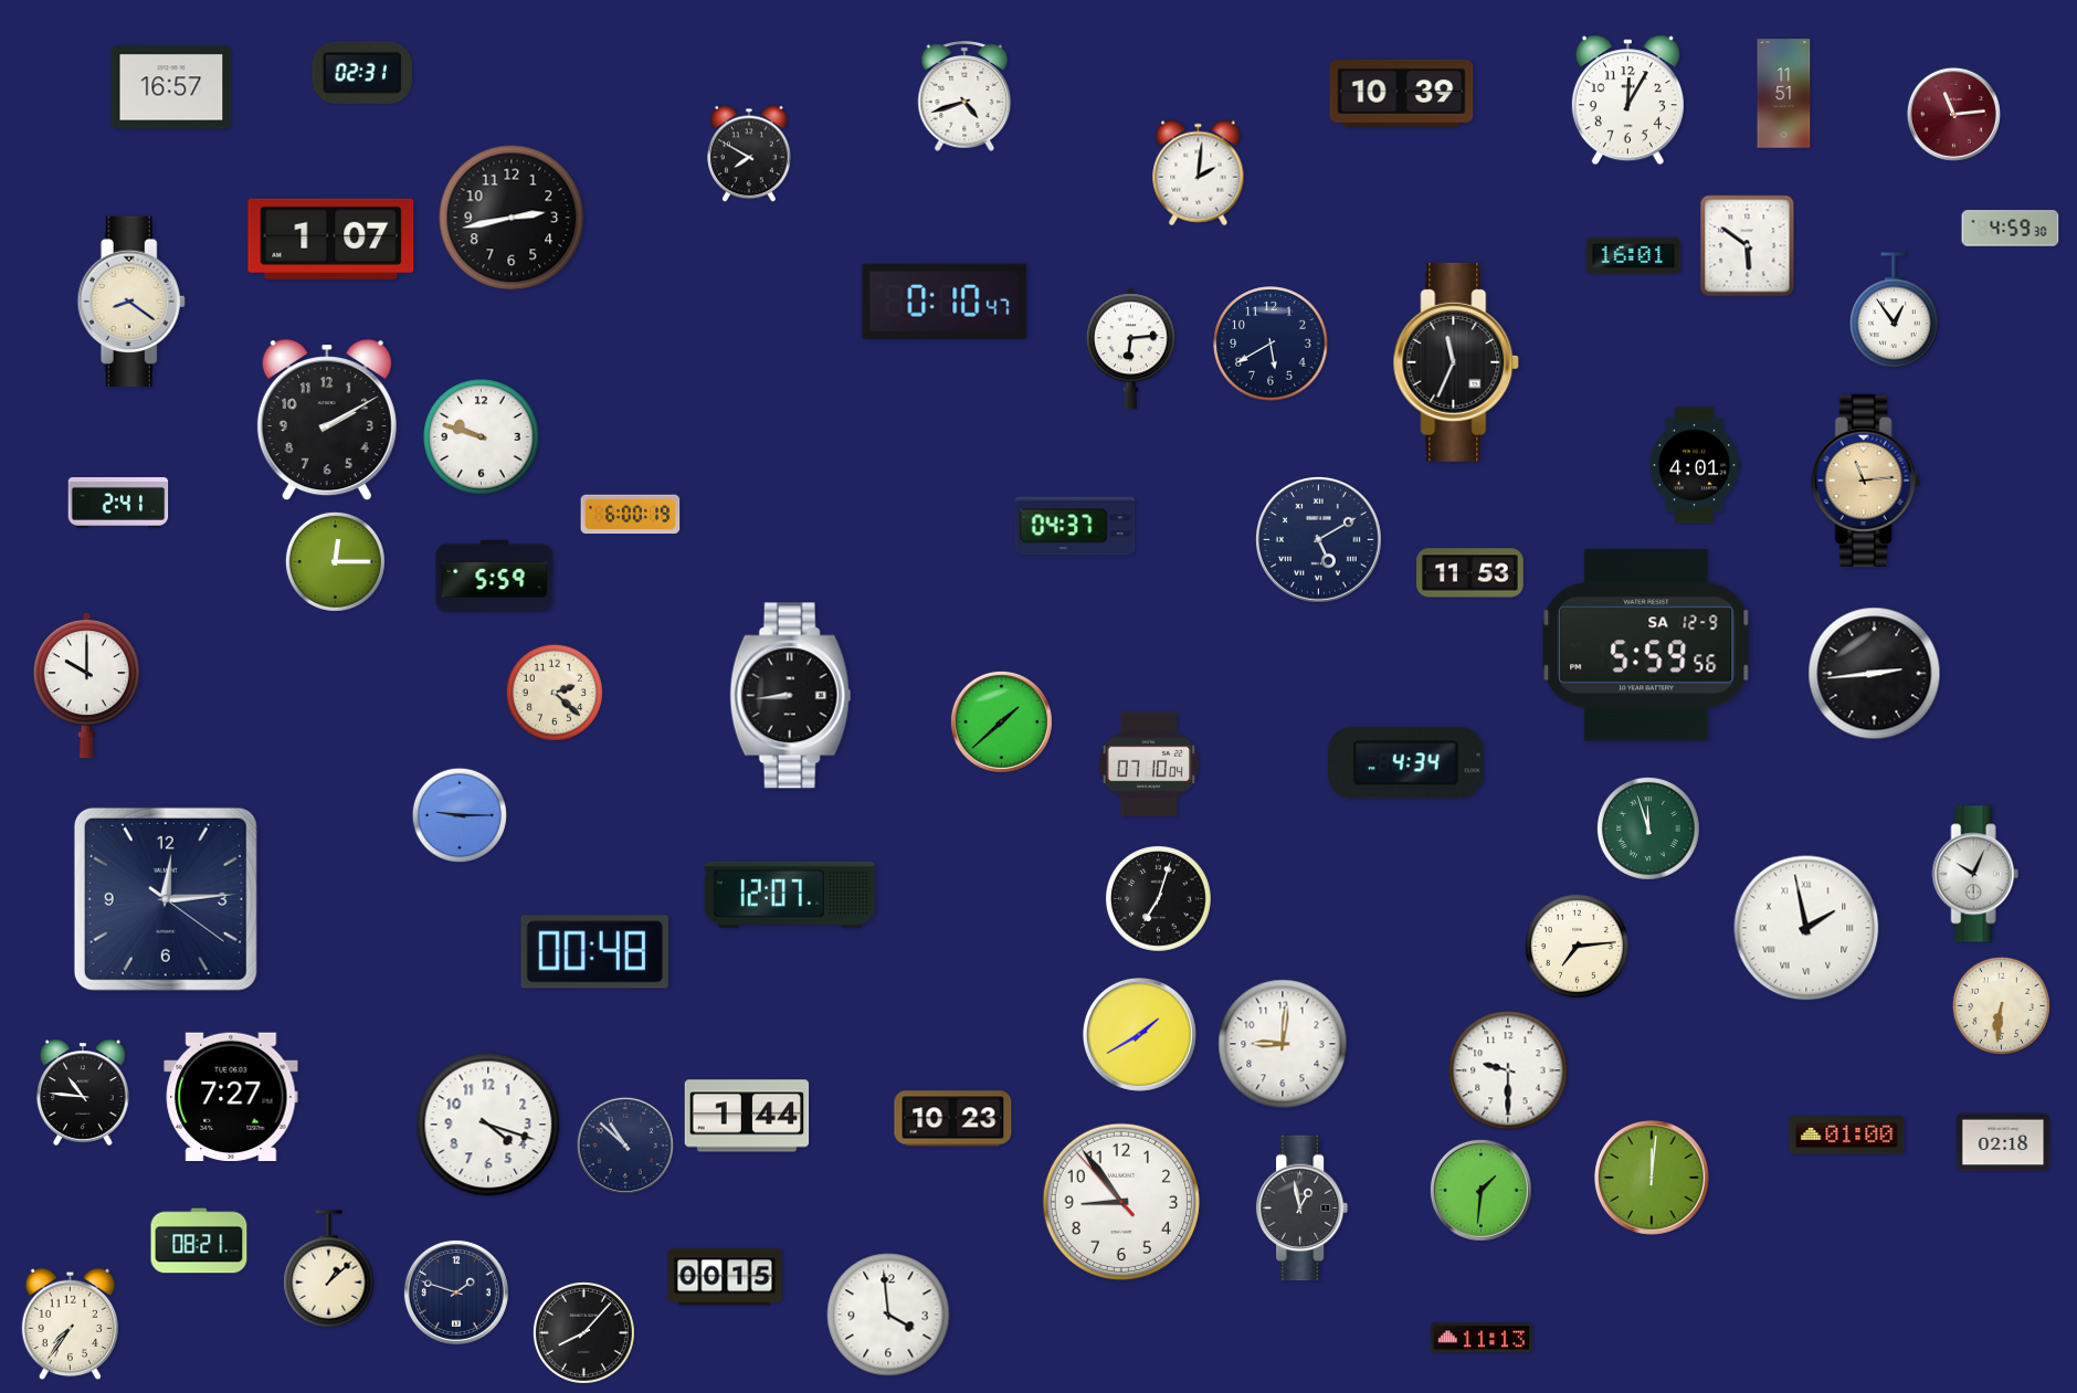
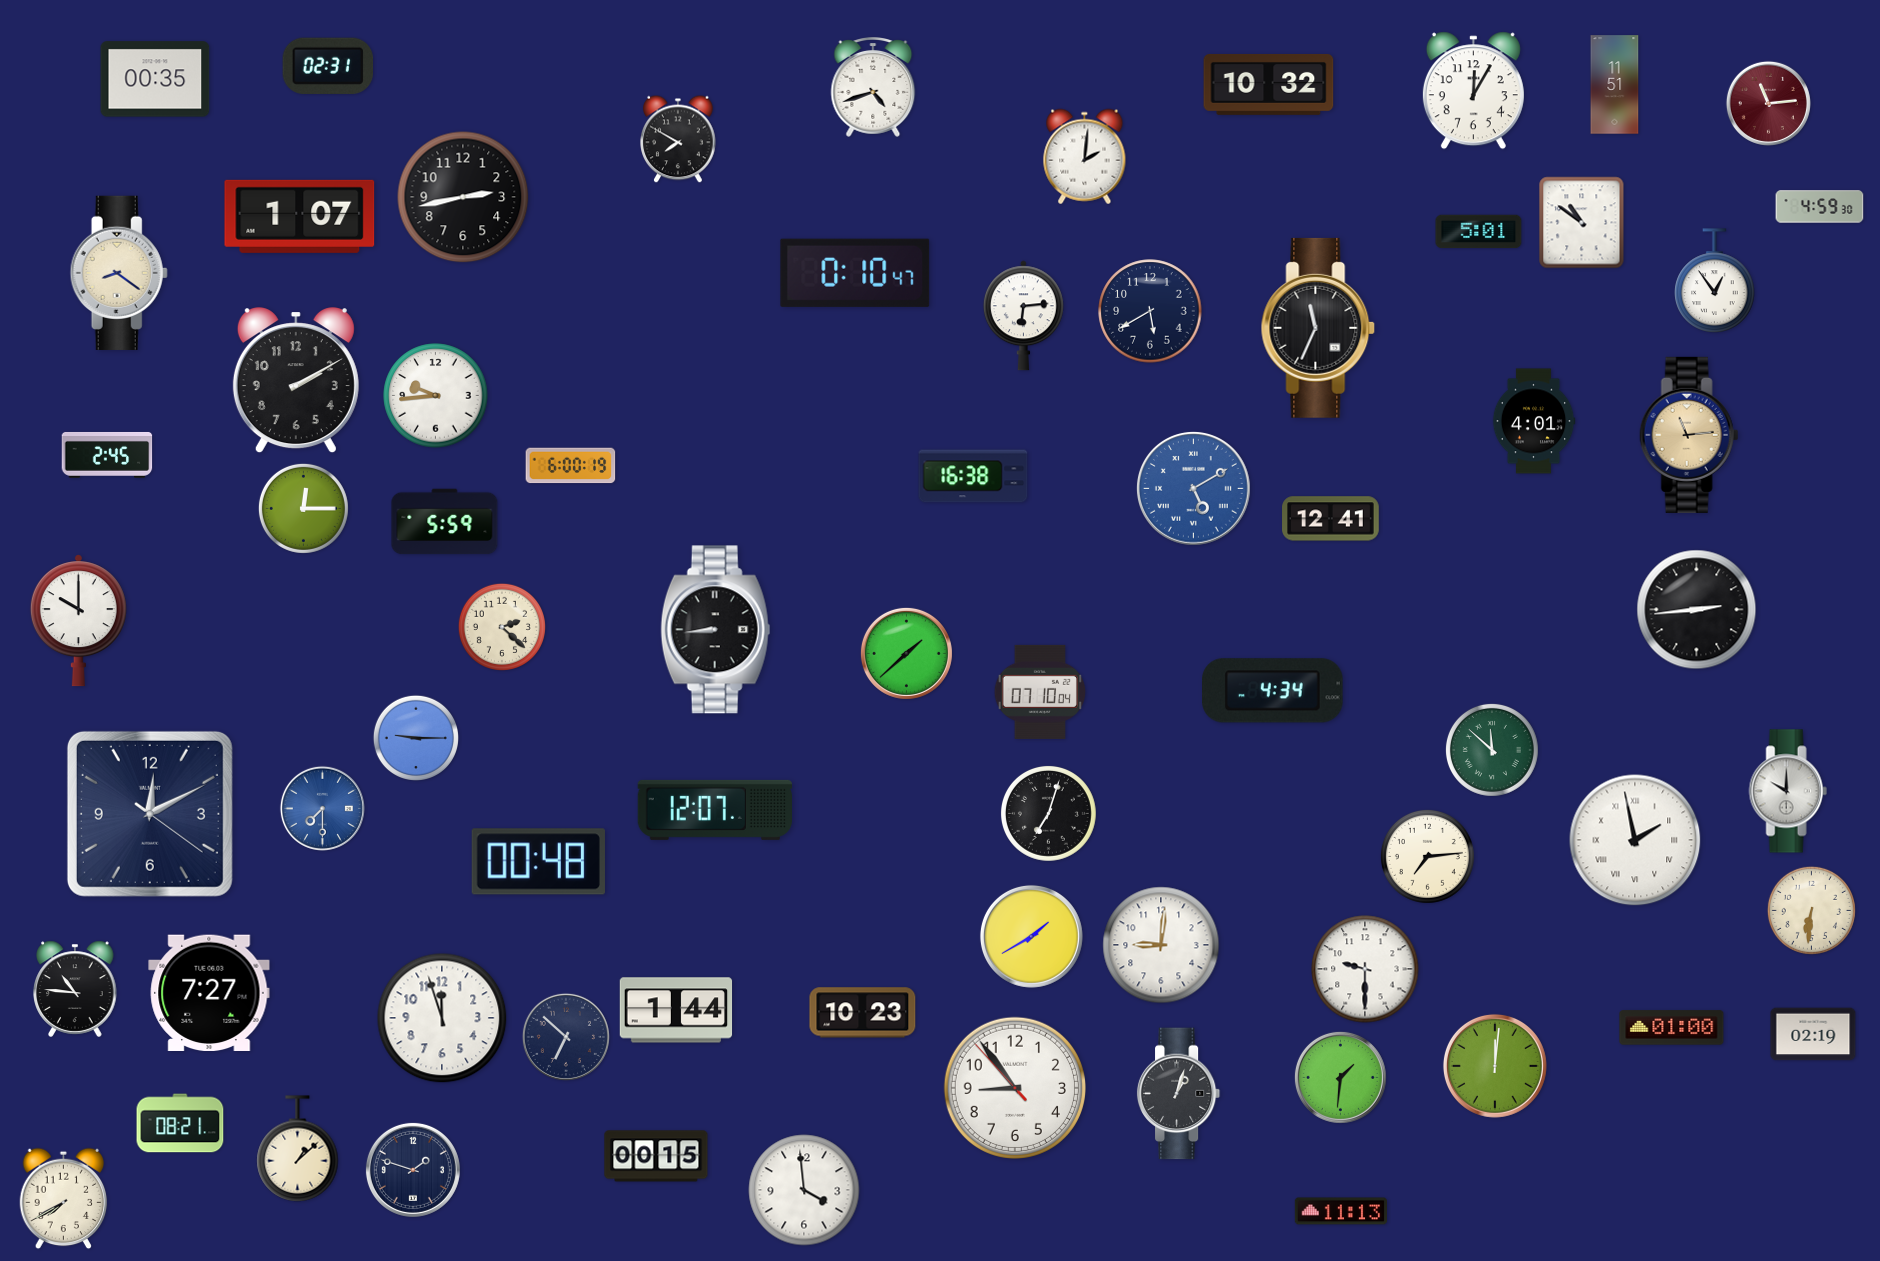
clock at (171, 87): 16:57 -> 00:35
clock at (1402, 93): 10:39 -> 10:32
clock at (1748, 246): 5:51 -> 10:51
clock at (1634, 256): 16:01 -> 5:01
clock at (482, 437): 9:48 -> 9:44
clock at (118, 503): 2:41 -> 2:45
clock at (1075, 526): 04:37 -> 16:38
clock at (1319, 540) dial: navy -> blue
clock at (1470, 573): 11:53 -> 12:41
clock at (495, 577) position: (495, 577) -> (445, 522)
clock at (1646, 645): 5:59 -> none
clock at (1648, 829): 11:57 -> 11:52
clock at (1975, 874): 10:04 -> 10:00
clock at (322, 808): none -> 7:30
clock at (166, 899): 12:14 -> 12:10
clock at (488, 1125): 4:18 -> 11:57
clock at (2003, 1142): 02:18 -> 02:19
clock at (625, 1146): 10:52 -> 6:52
clock at (1303, 1209): 12:58 -> 1:03
clock at (71, 1325): 7:36 -> 7:40
clock at (583, 1332): 8:07 -> none
